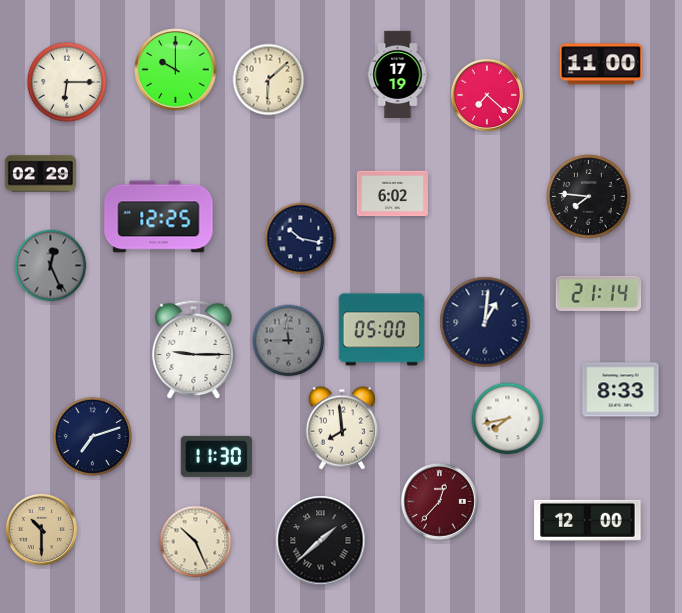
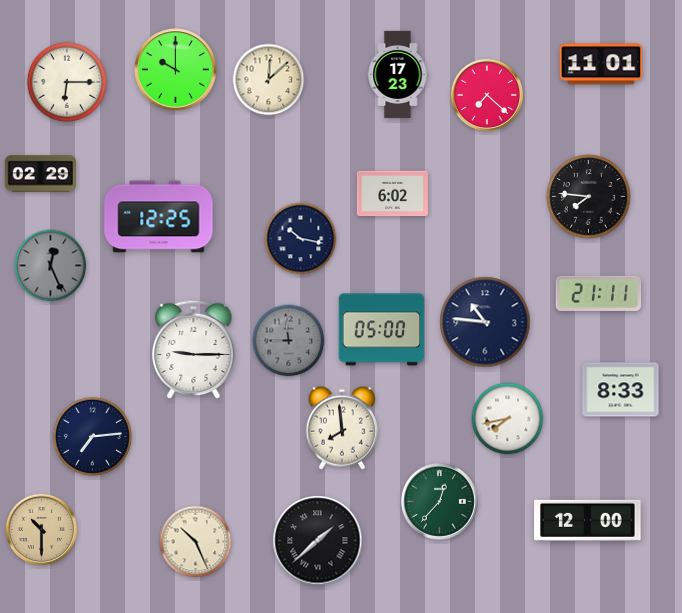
clock at (601, 64): 11:00 -> 11:01
clock at (398, 74): 17:19 -> 17:23
clock at (269, 80): 6:08 -> 12:08
clock at (599, 293): 21:14 -> 21:11
clock at (485, 322): 1:01 -> 10:46
clock at (92, 436): 7:12 -> 7:14
clock at (216, 456): 11:30 -> none
clock at (439, 501) dial: burgundy -> green
clock at (321, 541) position: (321, 541) -> (318, 541)
